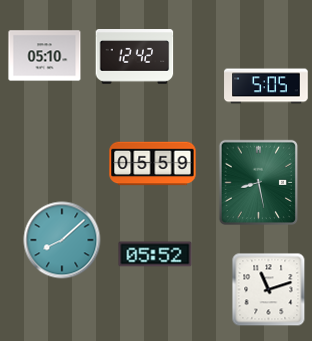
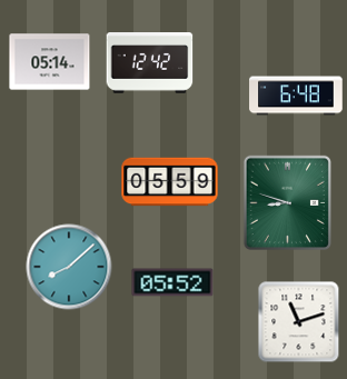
clock at (45, 56): 05:10 -> 05:14
clock at (266, 86): 5:05 -> 6:48
clock at (258, 182): 8:28 -> 8:48
